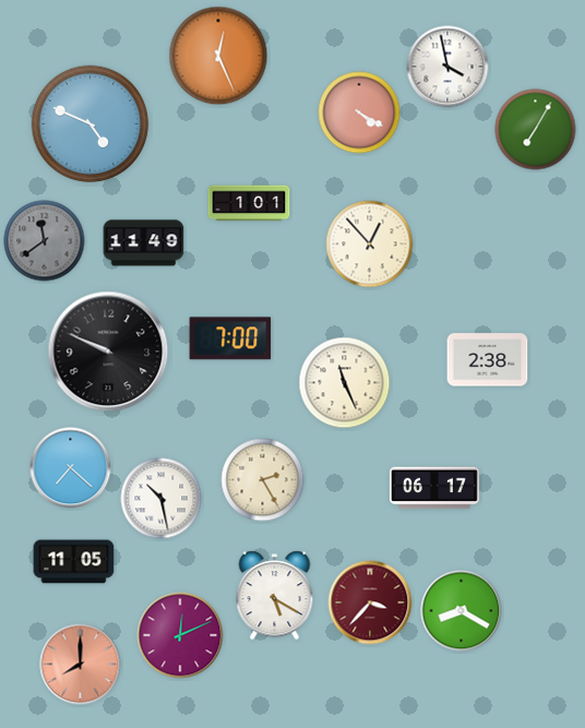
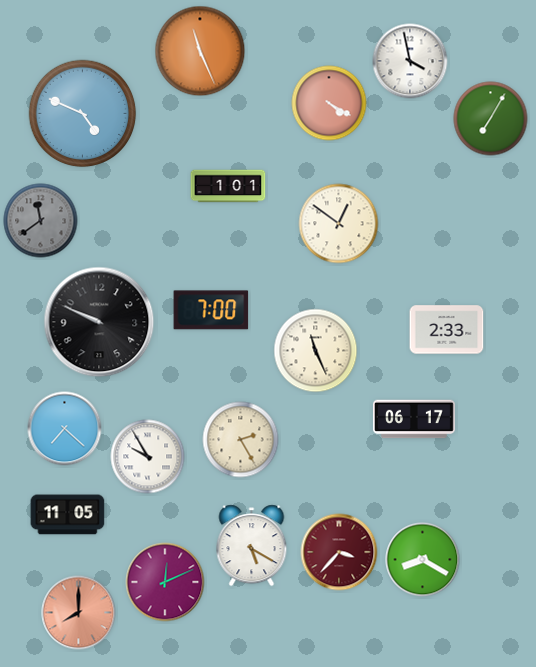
clock at (218, 56): 12:26 -> 11:26
clock at (144, 243): 11:49 -> none
clock at (370, 244): 12:53 -> 12:51
clock at (488, 360): 2:38 -> 2:33
clock at (434, 488) position: (434, 488) -> (414, 419)
clock at (162, 499): 10:28 -> 9:55
clock at (81, 665) position: (81, 665) -> (79, 613)
